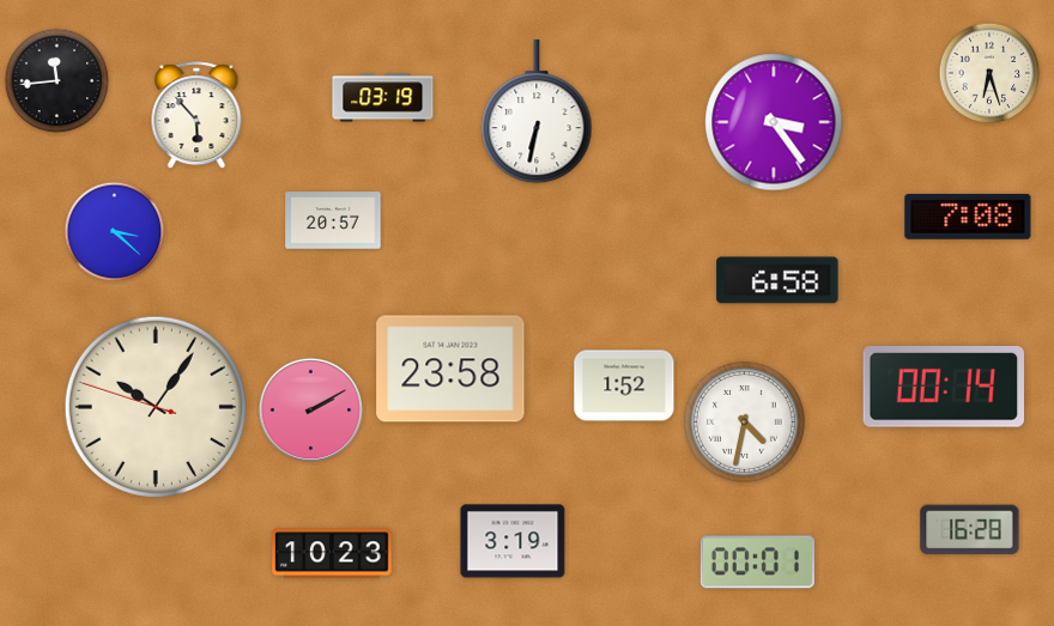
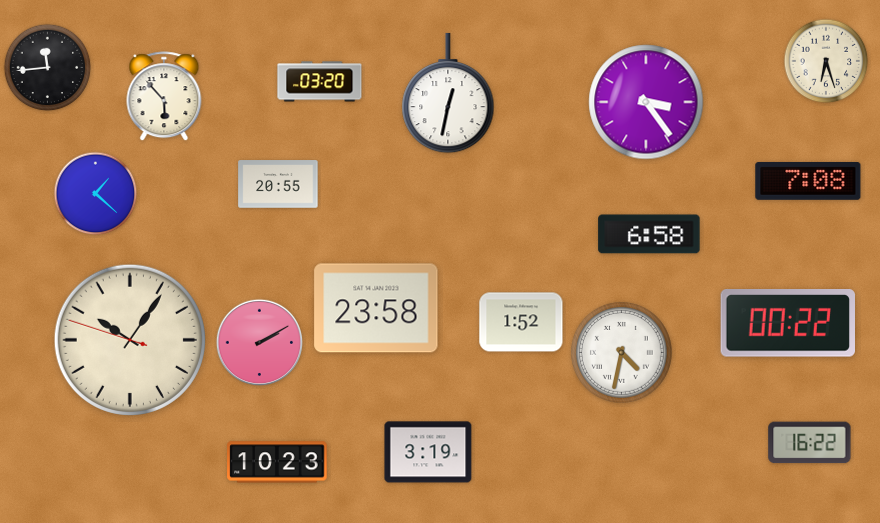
clock at (383, 98): 03:19 -> 03:20
clock at (537, 111): 6:32 -> 12:32
clock at (333, 220): 20:57 -> 20:55
clock at (115, 232): 3:22 -> 1:22
clock at (944, 388): 00:14 -> 00:22
clock at (970, 530): 16:28 -> 16:22
clock at (757, 563): 00:01 -> none
